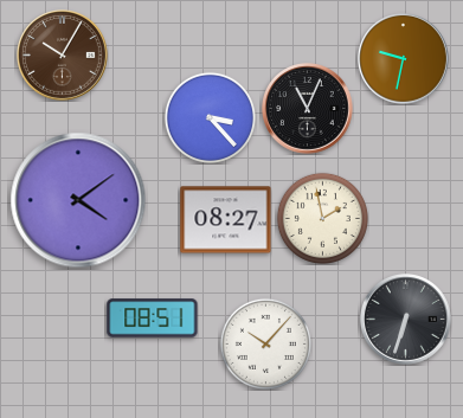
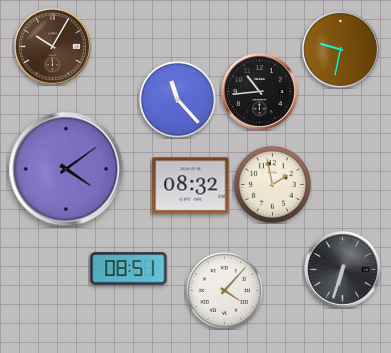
clock at (308, 109): 11:04 -> 10:44
clock at (210, 117): 3:23 -> 11:23
clock at (226, 220): 08:27 -> 08:32
clock at (265, 343): 10:07 -> 4:07
